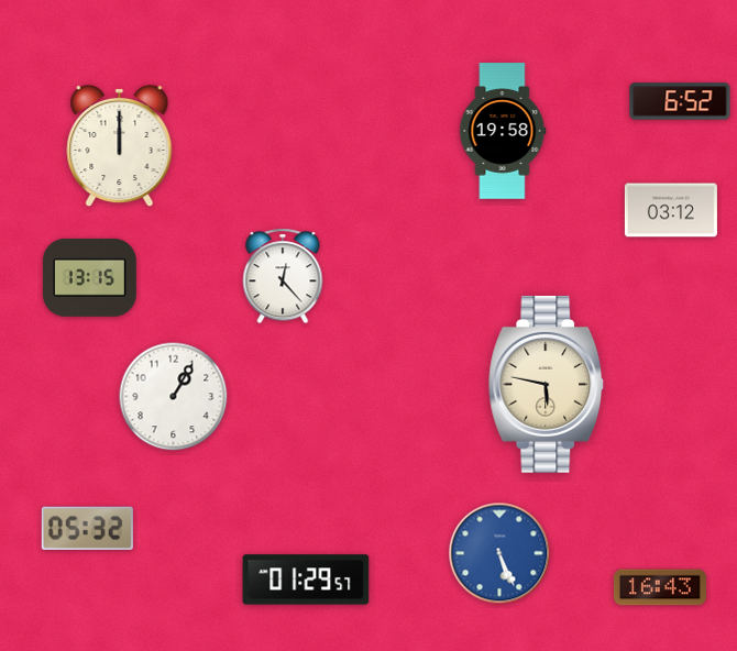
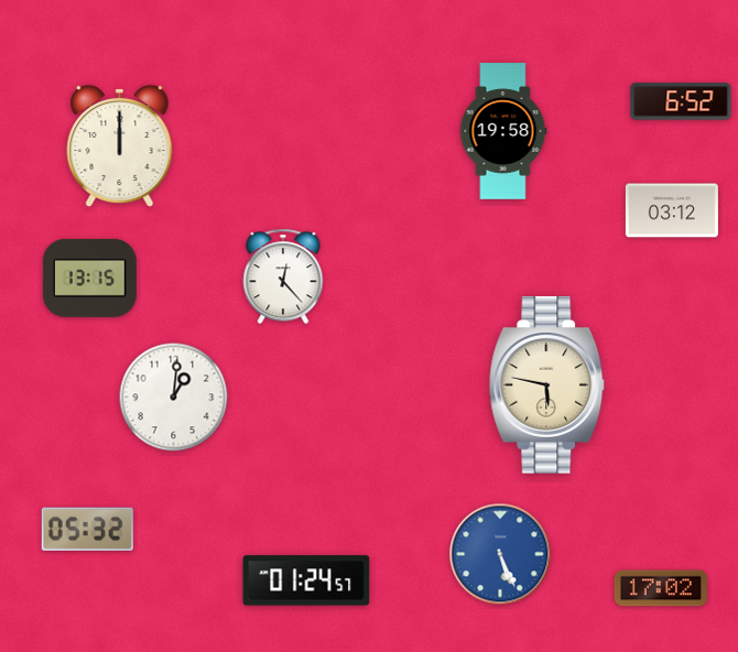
clock at (174, 397): 1:05 -> 1:01
clock at (306, 580): 01:29 -> 01:24
clock at (660, 587): 16:43 -> 17:02
